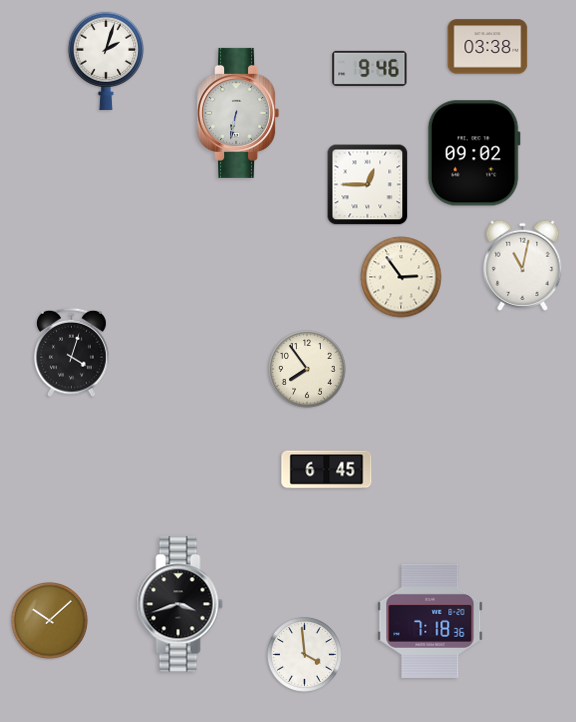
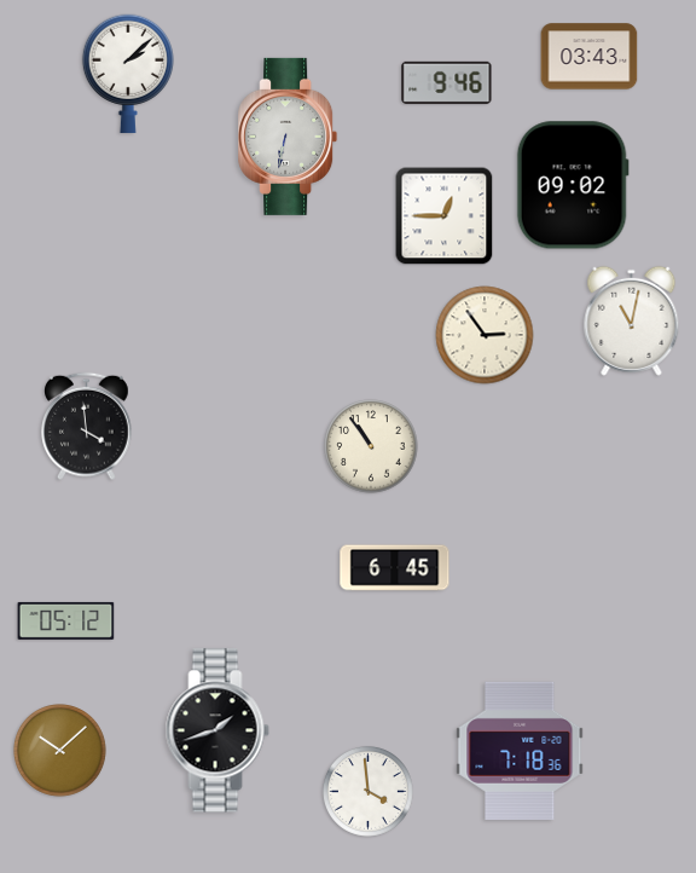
clock at (488, 47): 03:38 -> 03:43
clock at (105, 61): 2:03 -> 2:08
clock at (368, 185) position: (368, 185) -> (445, 216)
clock at (72, 353): 4:03 -> 3:59
clock at (307, 369): 7:54 -> 10:54
clock at (66, 620): none -> 05:12
clock at (180, 604): 3:42 -> 1:42
